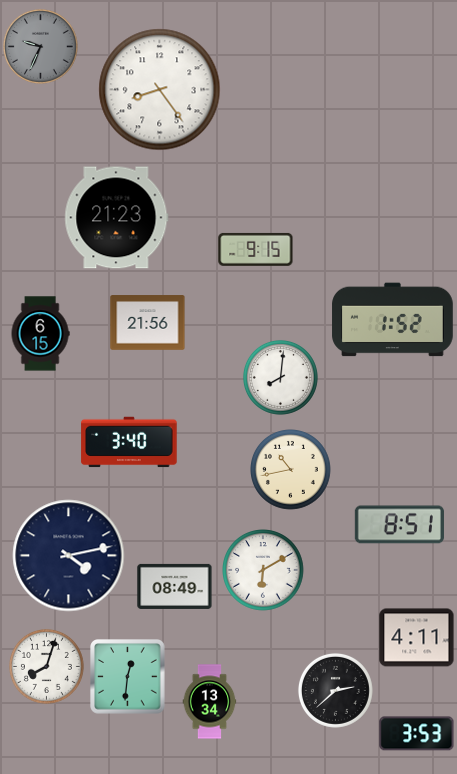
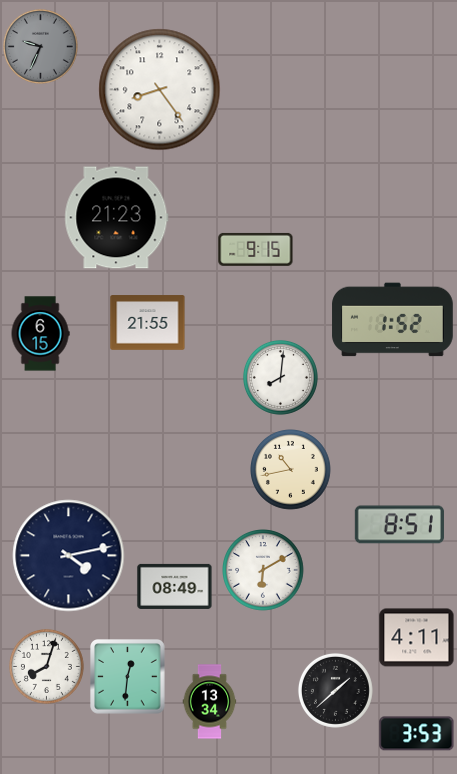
clock at (148, 323): 21:56 -> 21:55
clock at (129, 442): 3:40 -> none
clock at (335, 690): 2:38 -> 1:38
